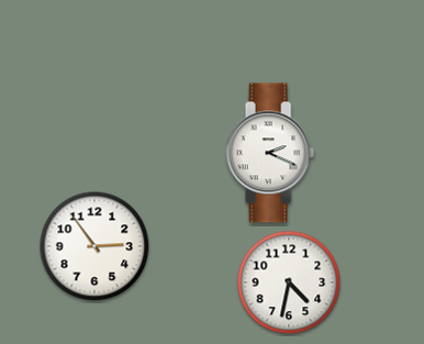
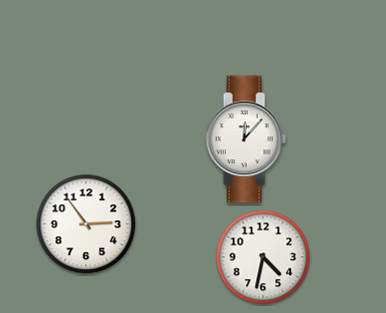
clock at (270, 153): 2:19 -> 12:07
